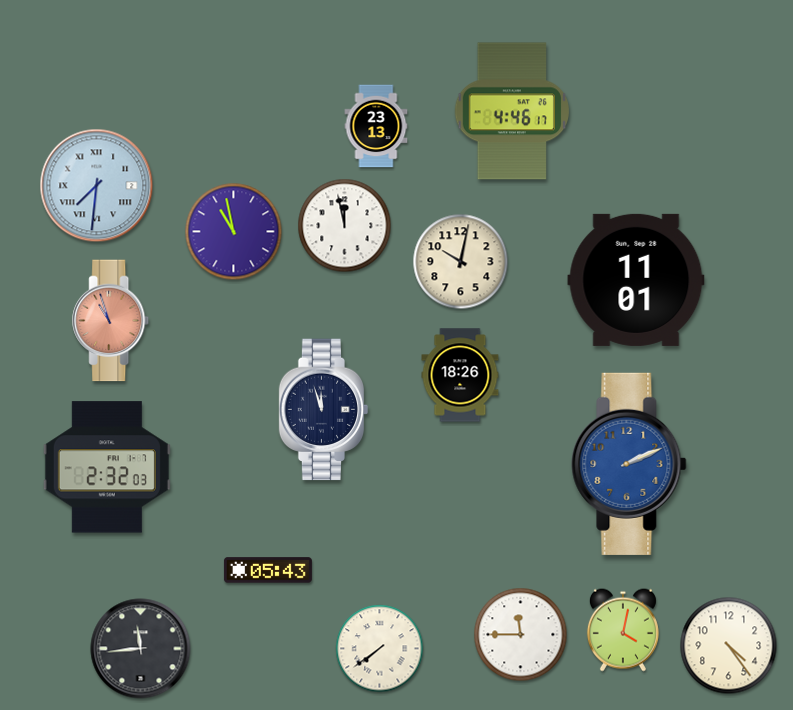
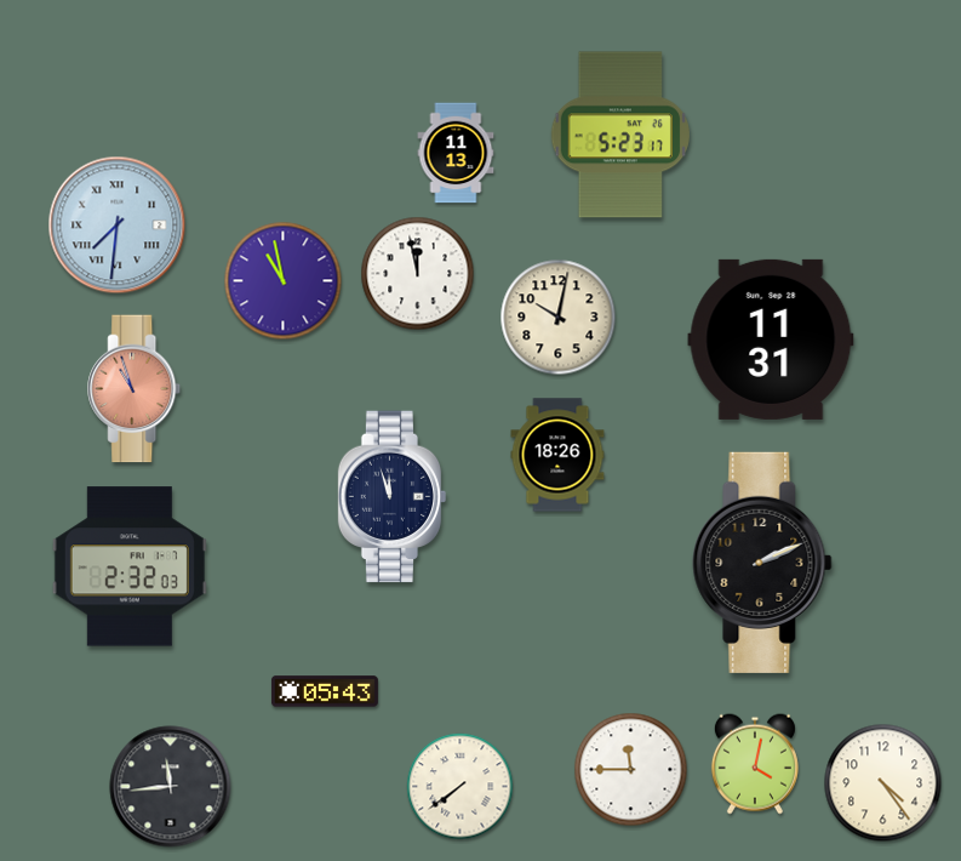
clock at (512, 111): 4:46 -> 5:23
clock at (376, 126): 23:13 -> 11:13
clock at (636, 280): 11:01 -> 11:31
clock at (629, 464) dial: blue -> black
